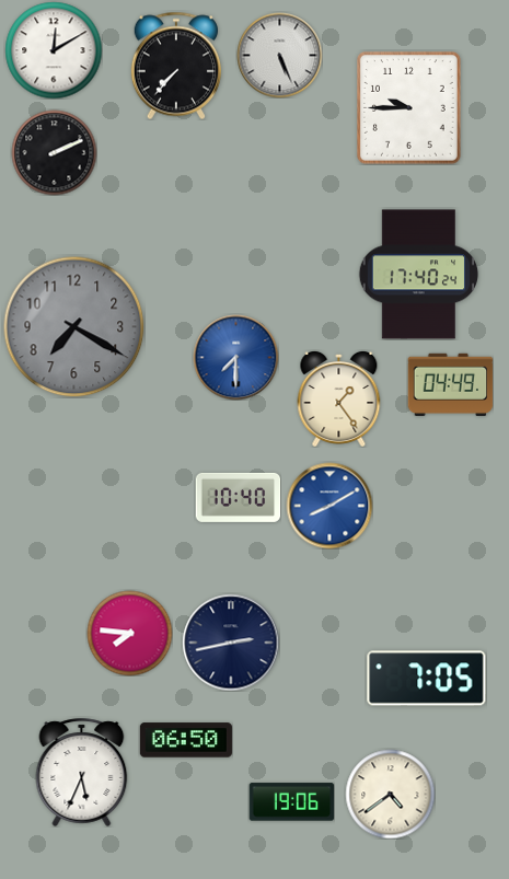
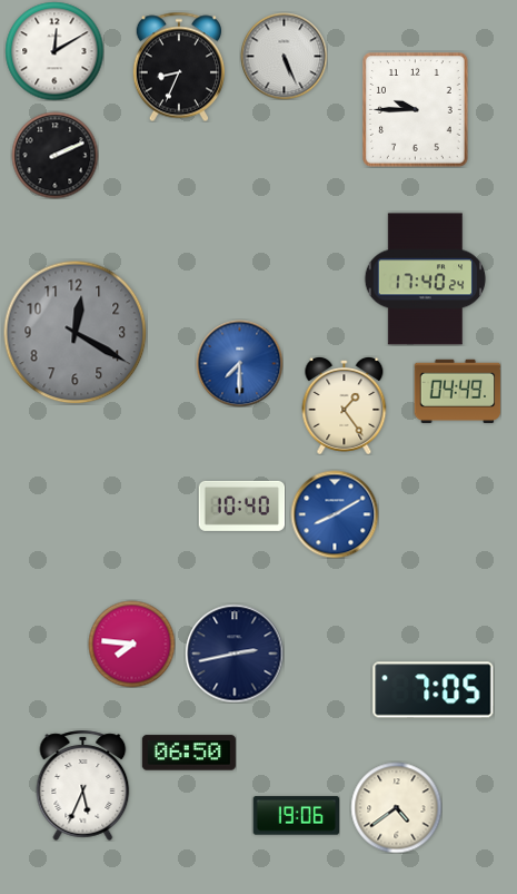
clock at (176, 66): 7:37 -> 8:34
clock at (73, 326): 7:20 -> 12:20
